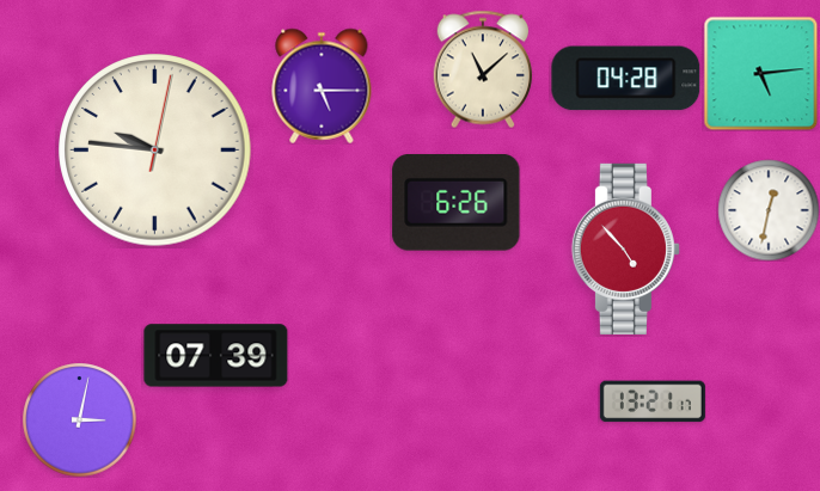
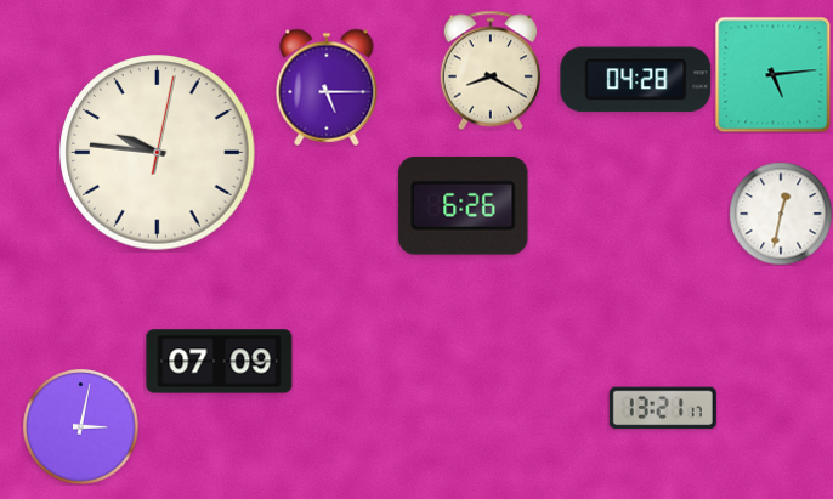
clock at (483, 69): 11:08 -> 8:20
clock at (625, 248): 4:53 -> none
clock at (216, 356): 07:39 -> 07:09
